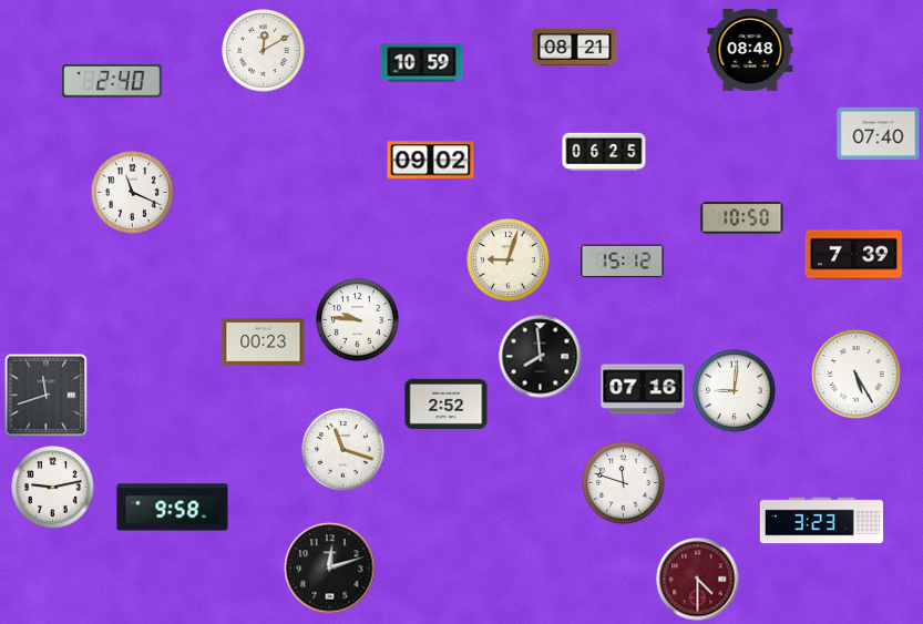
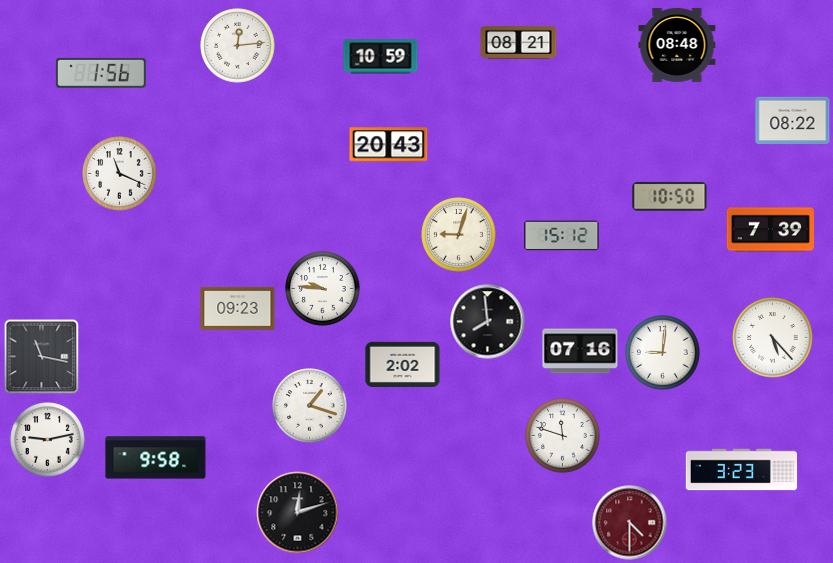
clock at (264, 51): 12:10 -> 12:14
clock at (112, 81): 2:40 -> 1:56
clock at (879, 134): 07:40 -> 08:22
clock at (604, 152): 06:25 -> none
clock at (431, 161): 09:02 -> 20:43
clock at (264, 341): 00:23 -> 09:23
clock at (857, 375): 5:25 -> 5:23
clock at (47, 396): 11:42 -> 11:17
clock at (447, 403): 2:52 -> 2:02
clock at (343, 450): 11:18 -> 1:18
